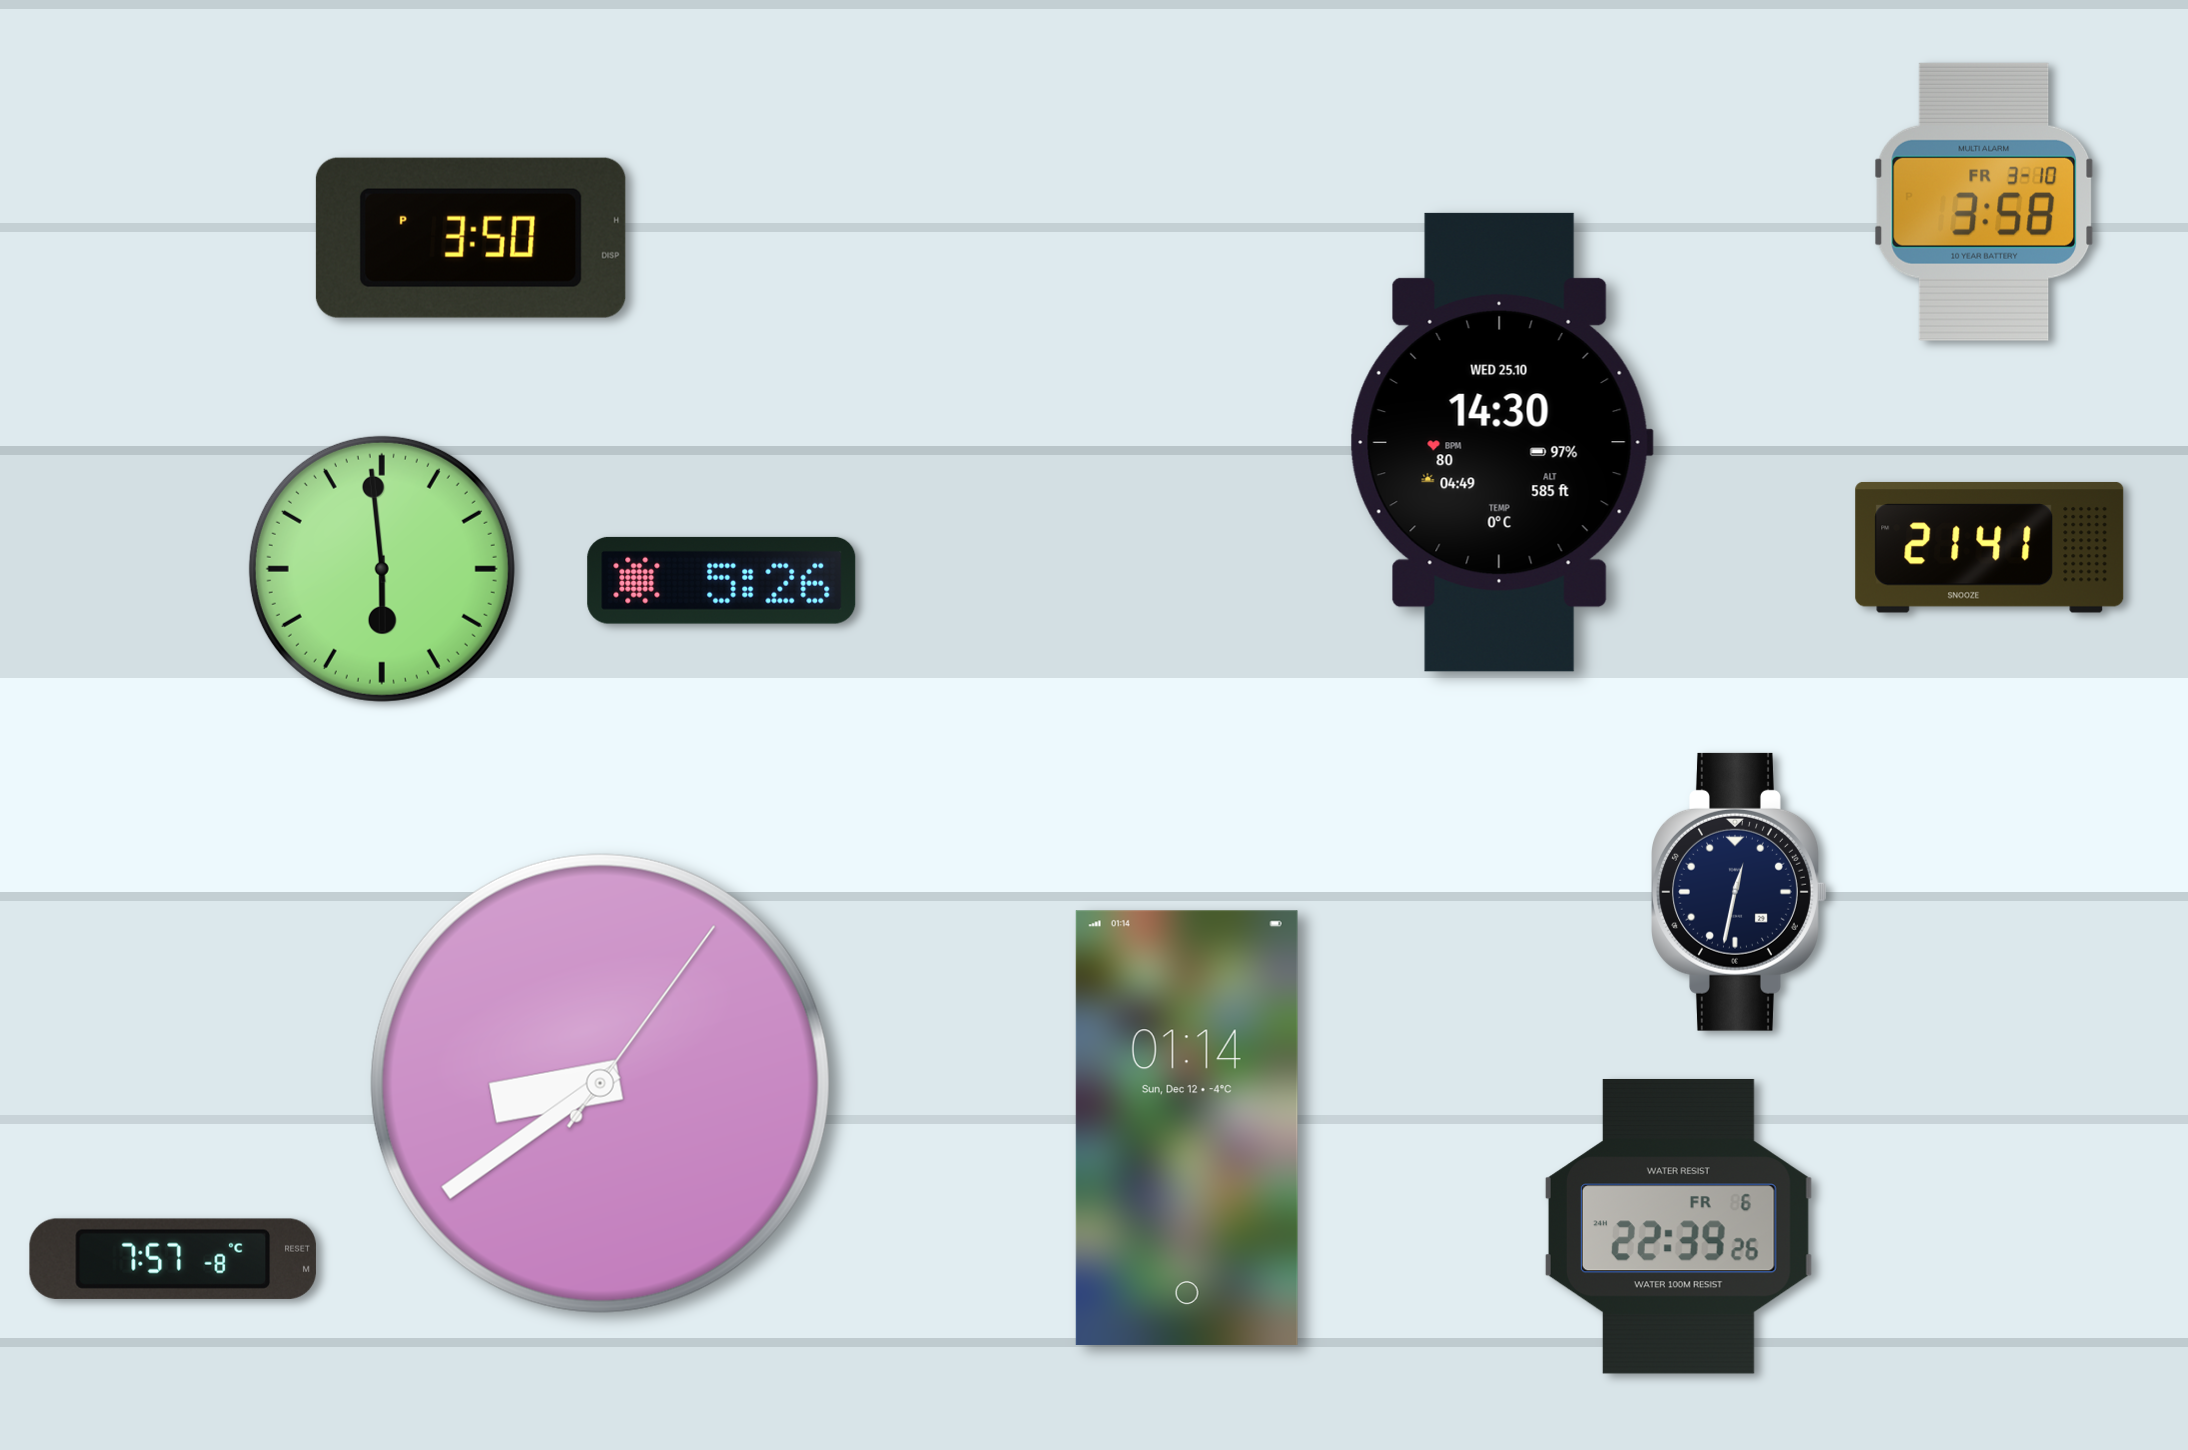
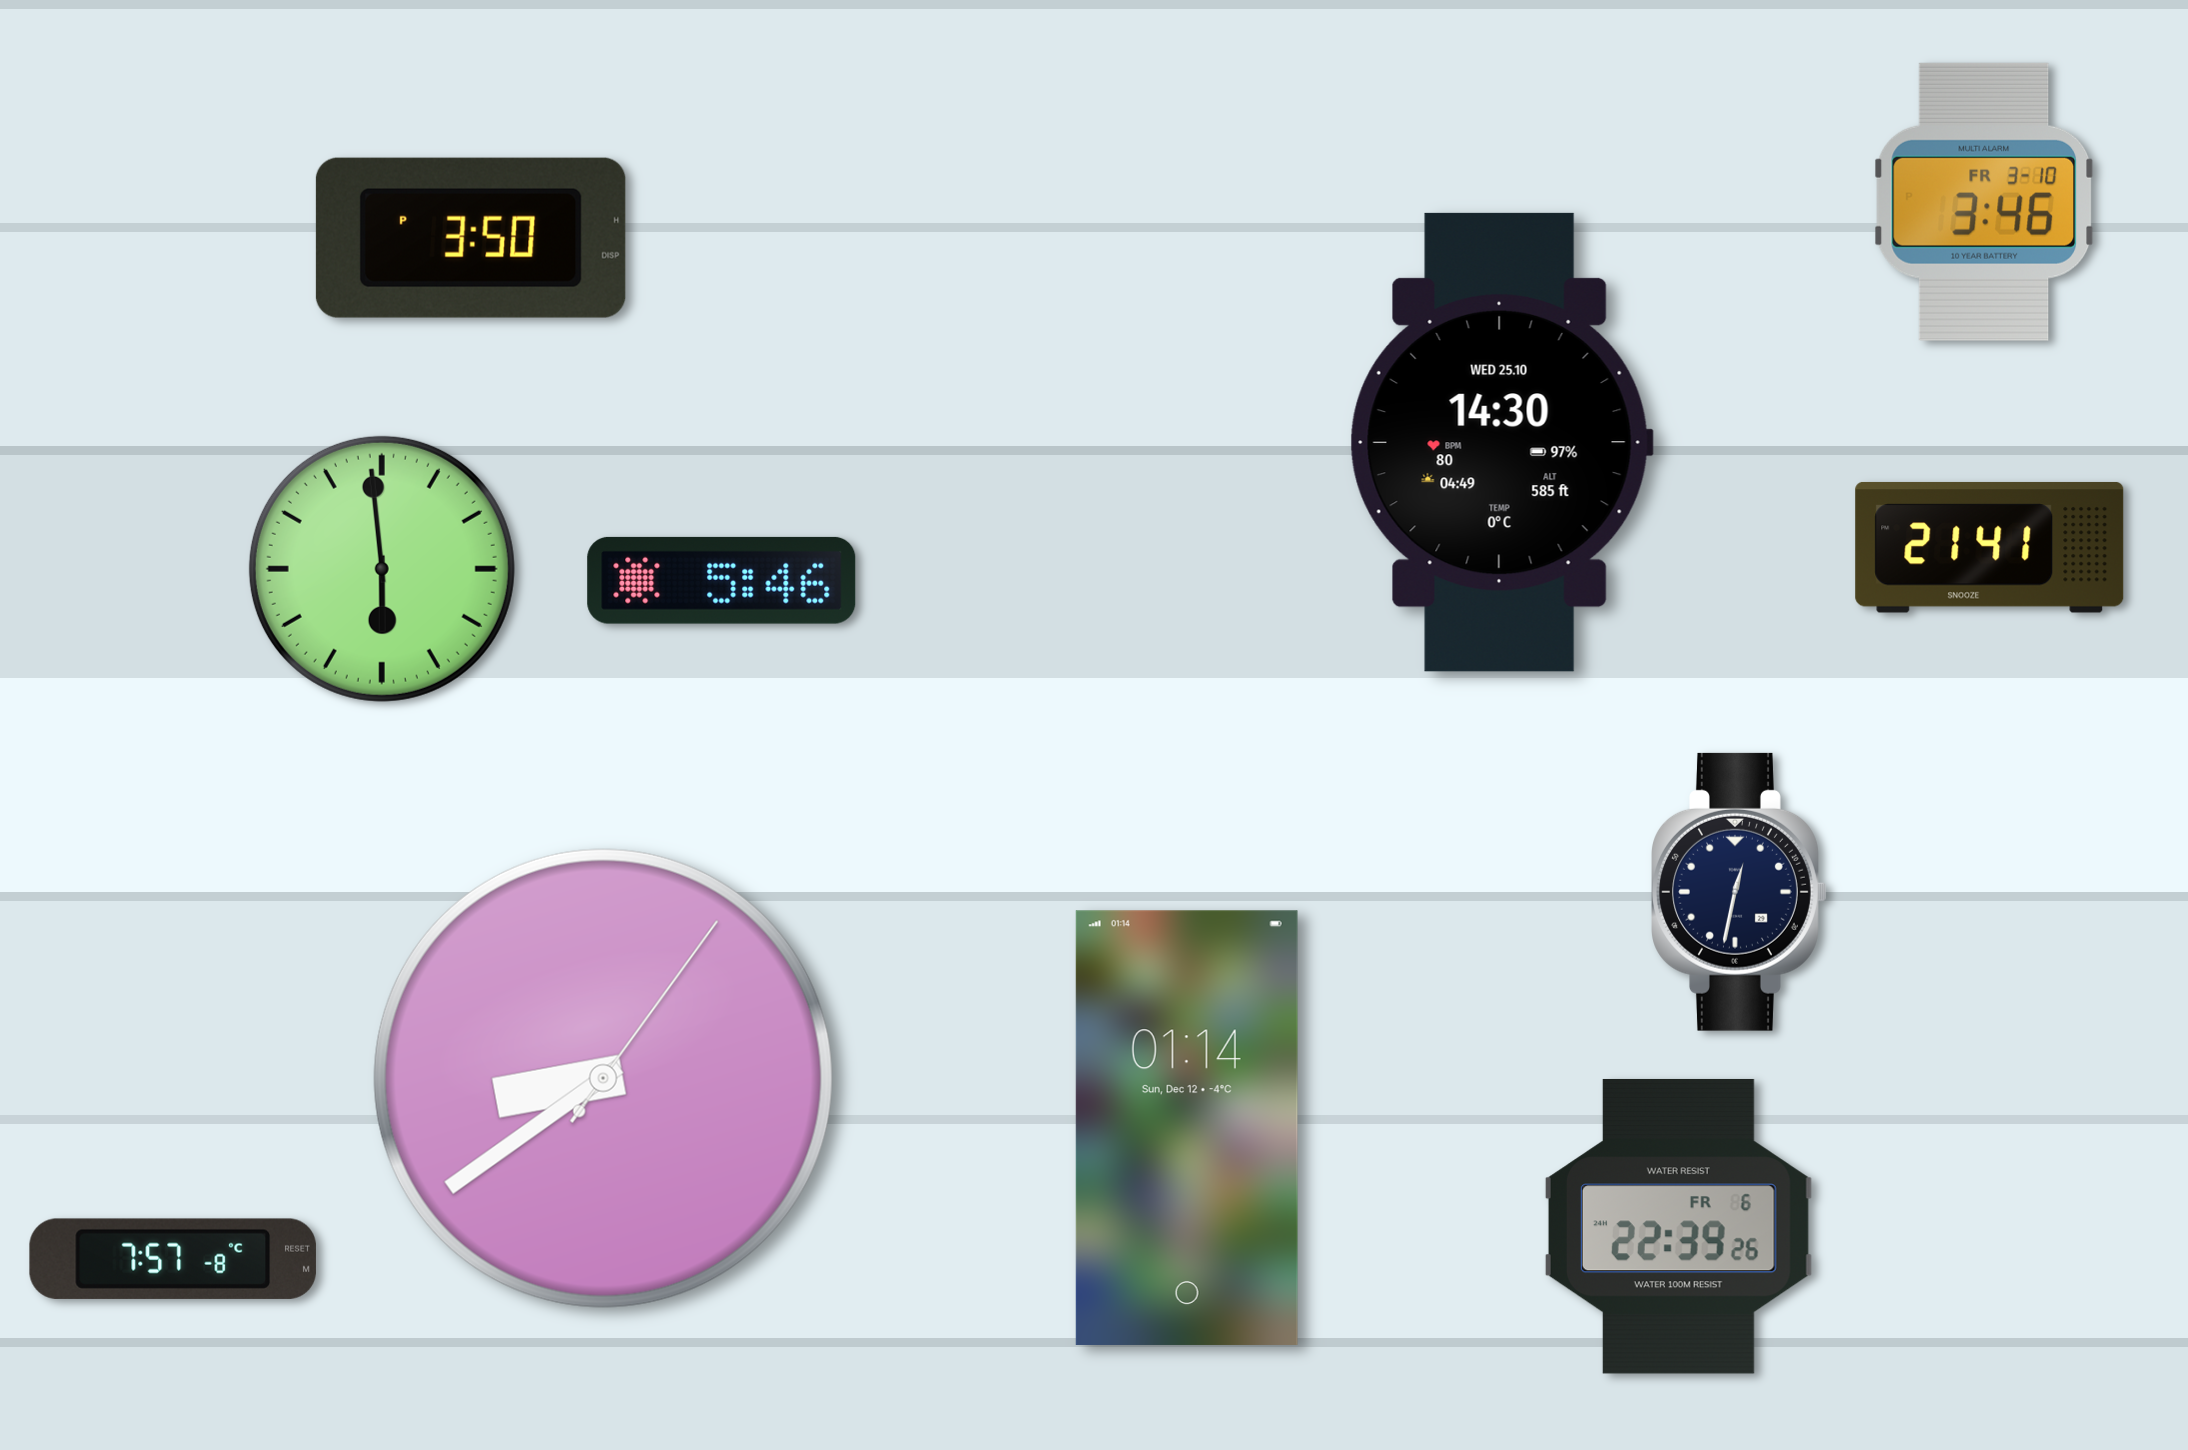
clock at (1984, 202): 3:58 -> 3:46
clock at (722, 580): 5:26 -> 5:46
clock at (600, 1083) position: (600, 1083) -> (603, 1078)
